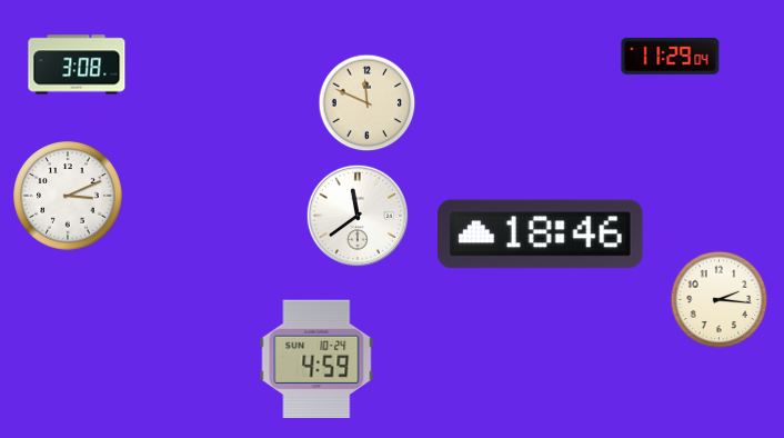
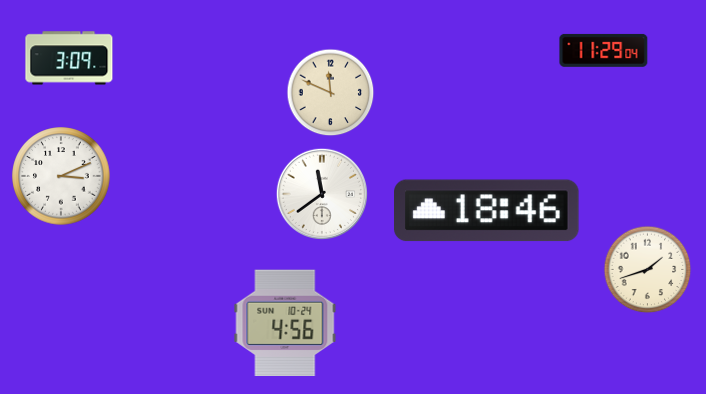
clock at (77, 64): 3:08 -> 3:09
clock at (720, 300): 2:16 -> 1:42
clock at (316, 359): 4:59 -> 4:56
